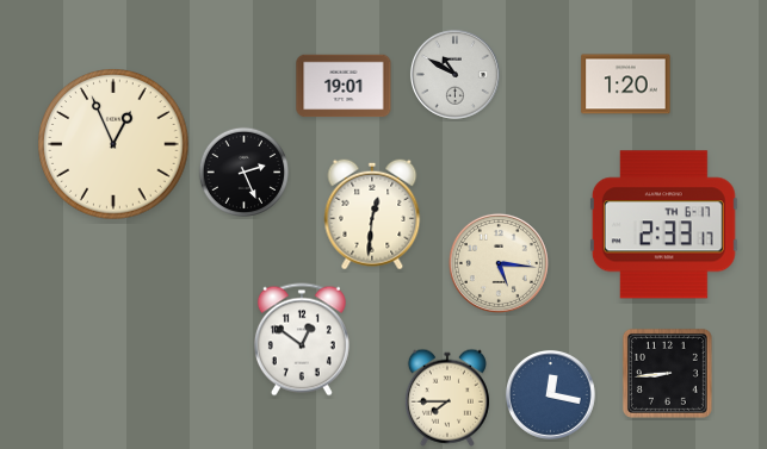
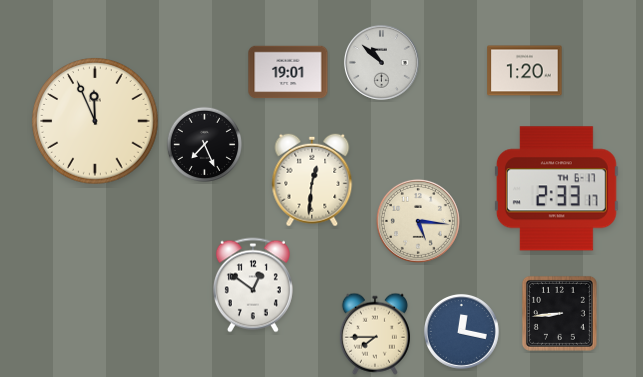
clock at (456, 75): 10:50 -> 10:52
clock at (113, 144): 12:56 -> 11:56
clock at (243, 172): 2:26 -> 7:26
